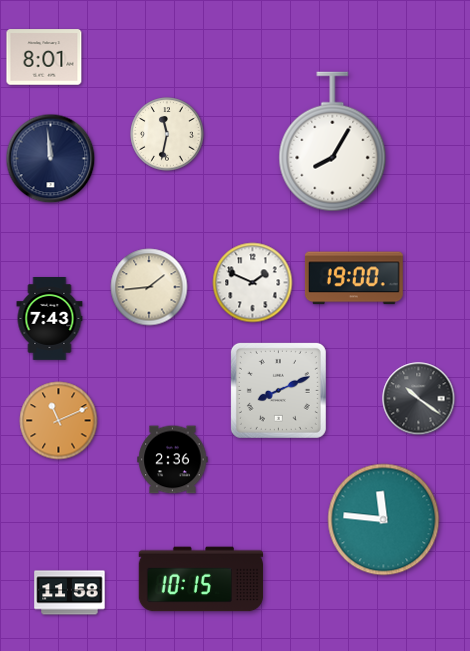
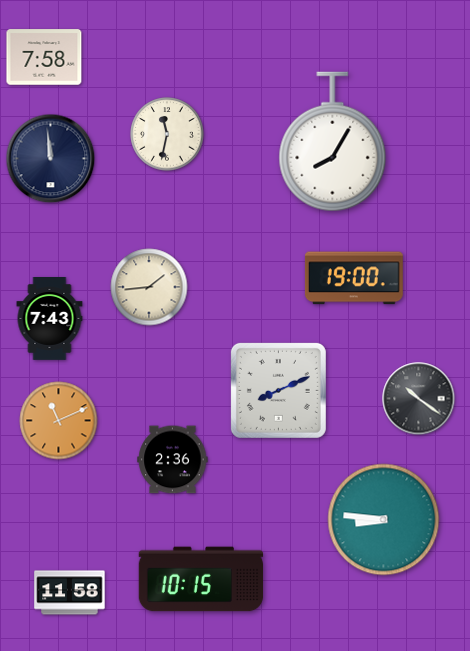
clock at (44, 57): 8:01 -> 7:58
clock at (253, 283): 1:49 -> none
clock at (384, 520): 11:46 -> 8:46
